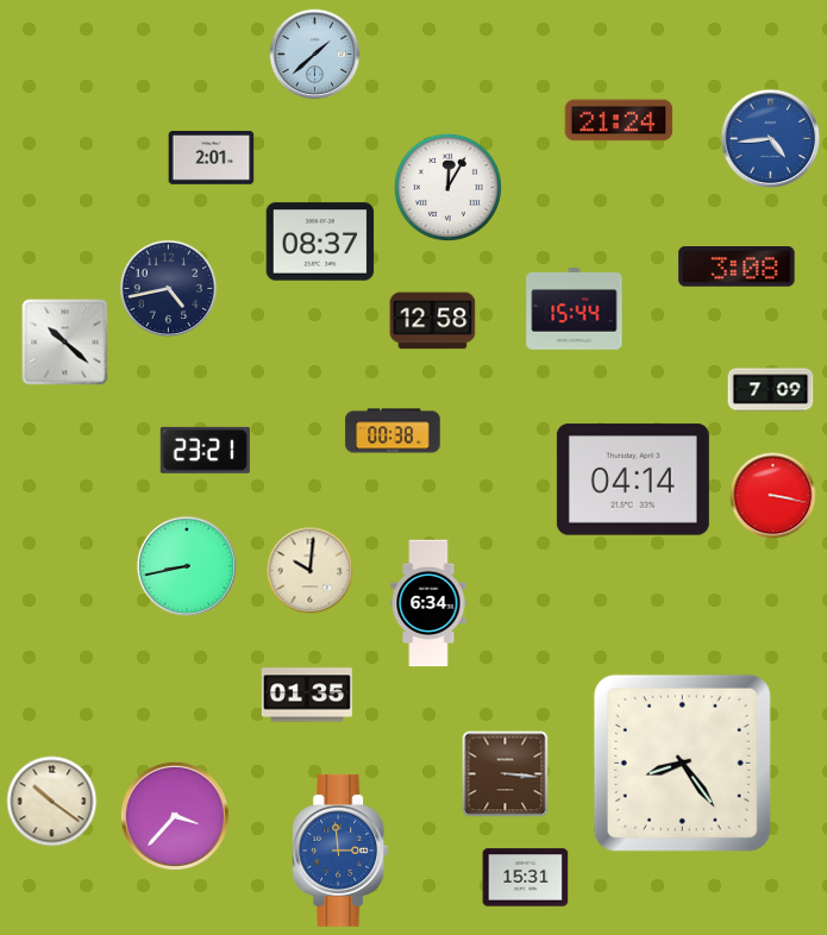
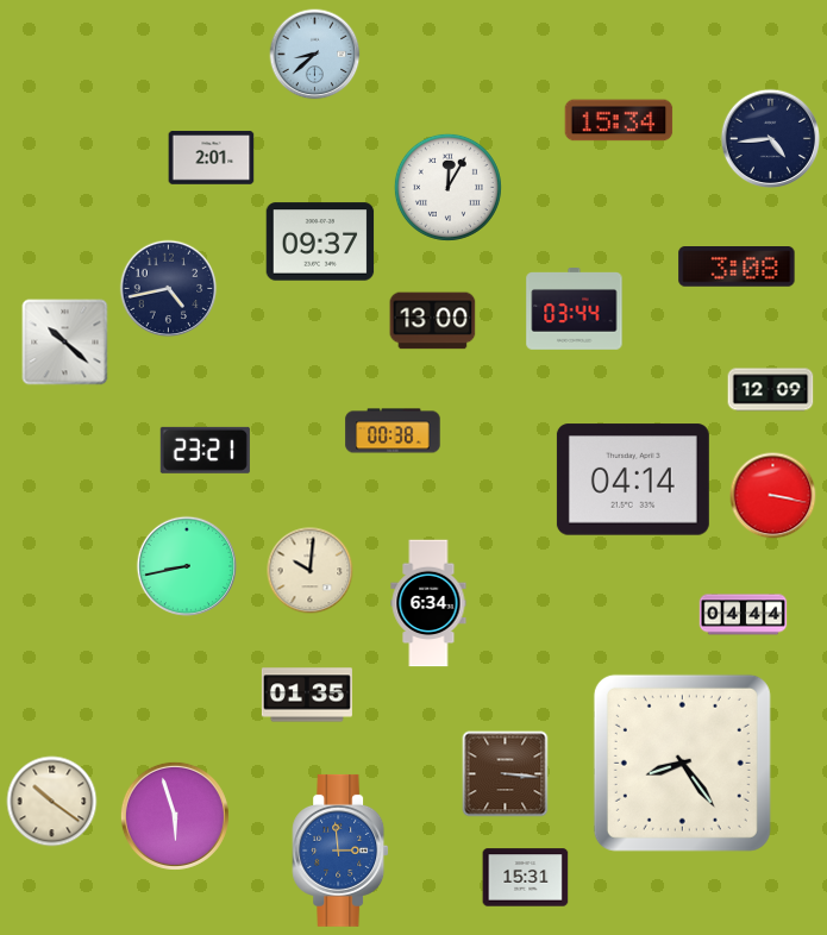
clock at (315, 55): 1:38 -> 8:38
clock at (619, 120): 21:24 -> 15:34
clock at (771, 139) dial: blue -> navy
clock at (320, 241): 08:37 -> 09:37
clock at (575, 309): 15:44 -> 03:44
clock at (433, 321): 12:58 -> 13:00
clock at (771, 390): 7:09 -> 12:09
clock at (744, 615): none -> 04:44
clock at (175, 816): 3:37 -> 5:57
